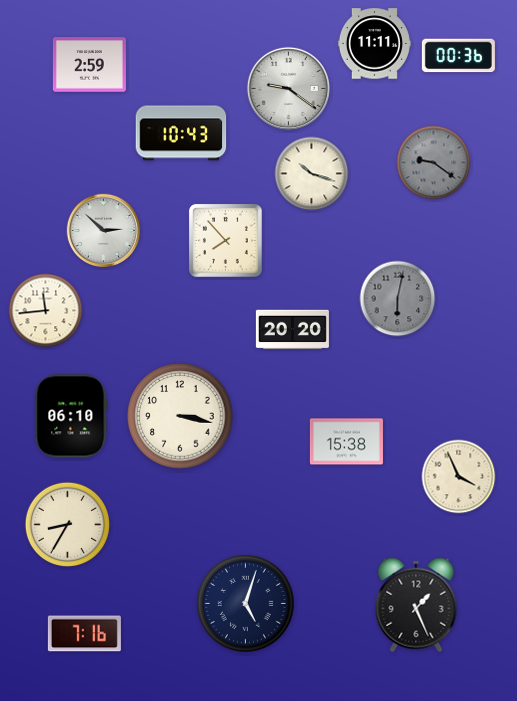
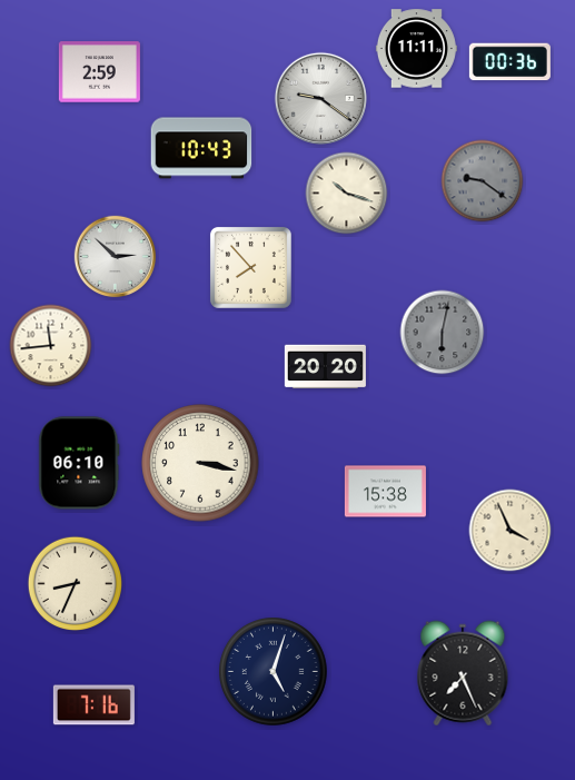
clock at (68, 525): 8:35 -> 8:34
clock at (416, 605): 1:26 -> 7:26
